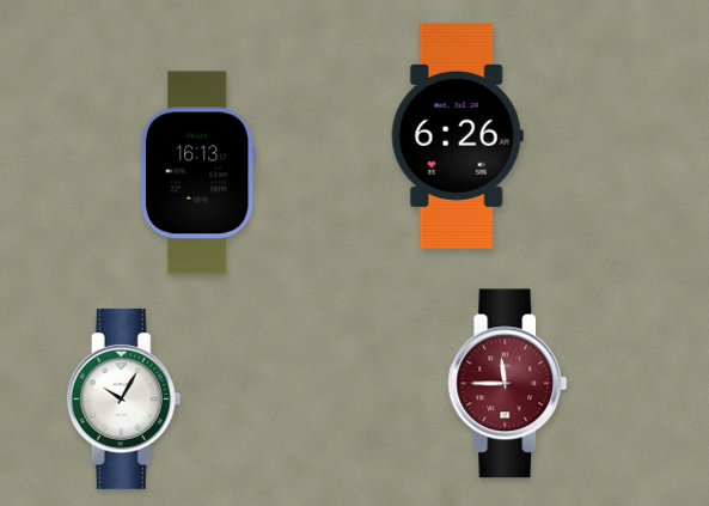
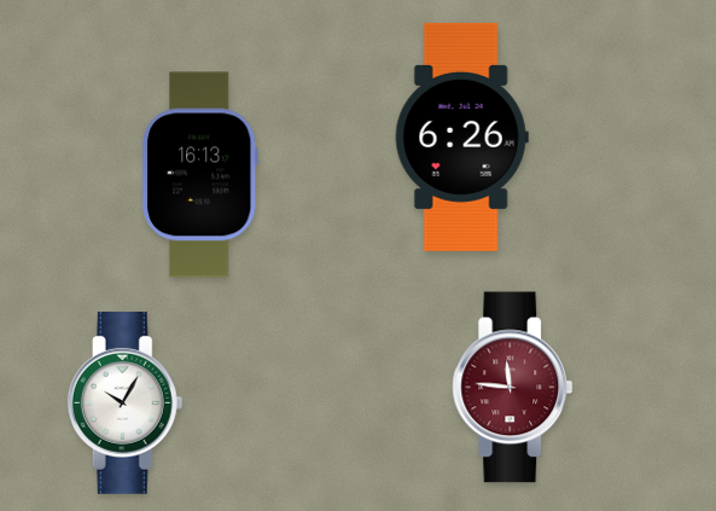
clock at (508, 384): 11:45 -> 11:46
